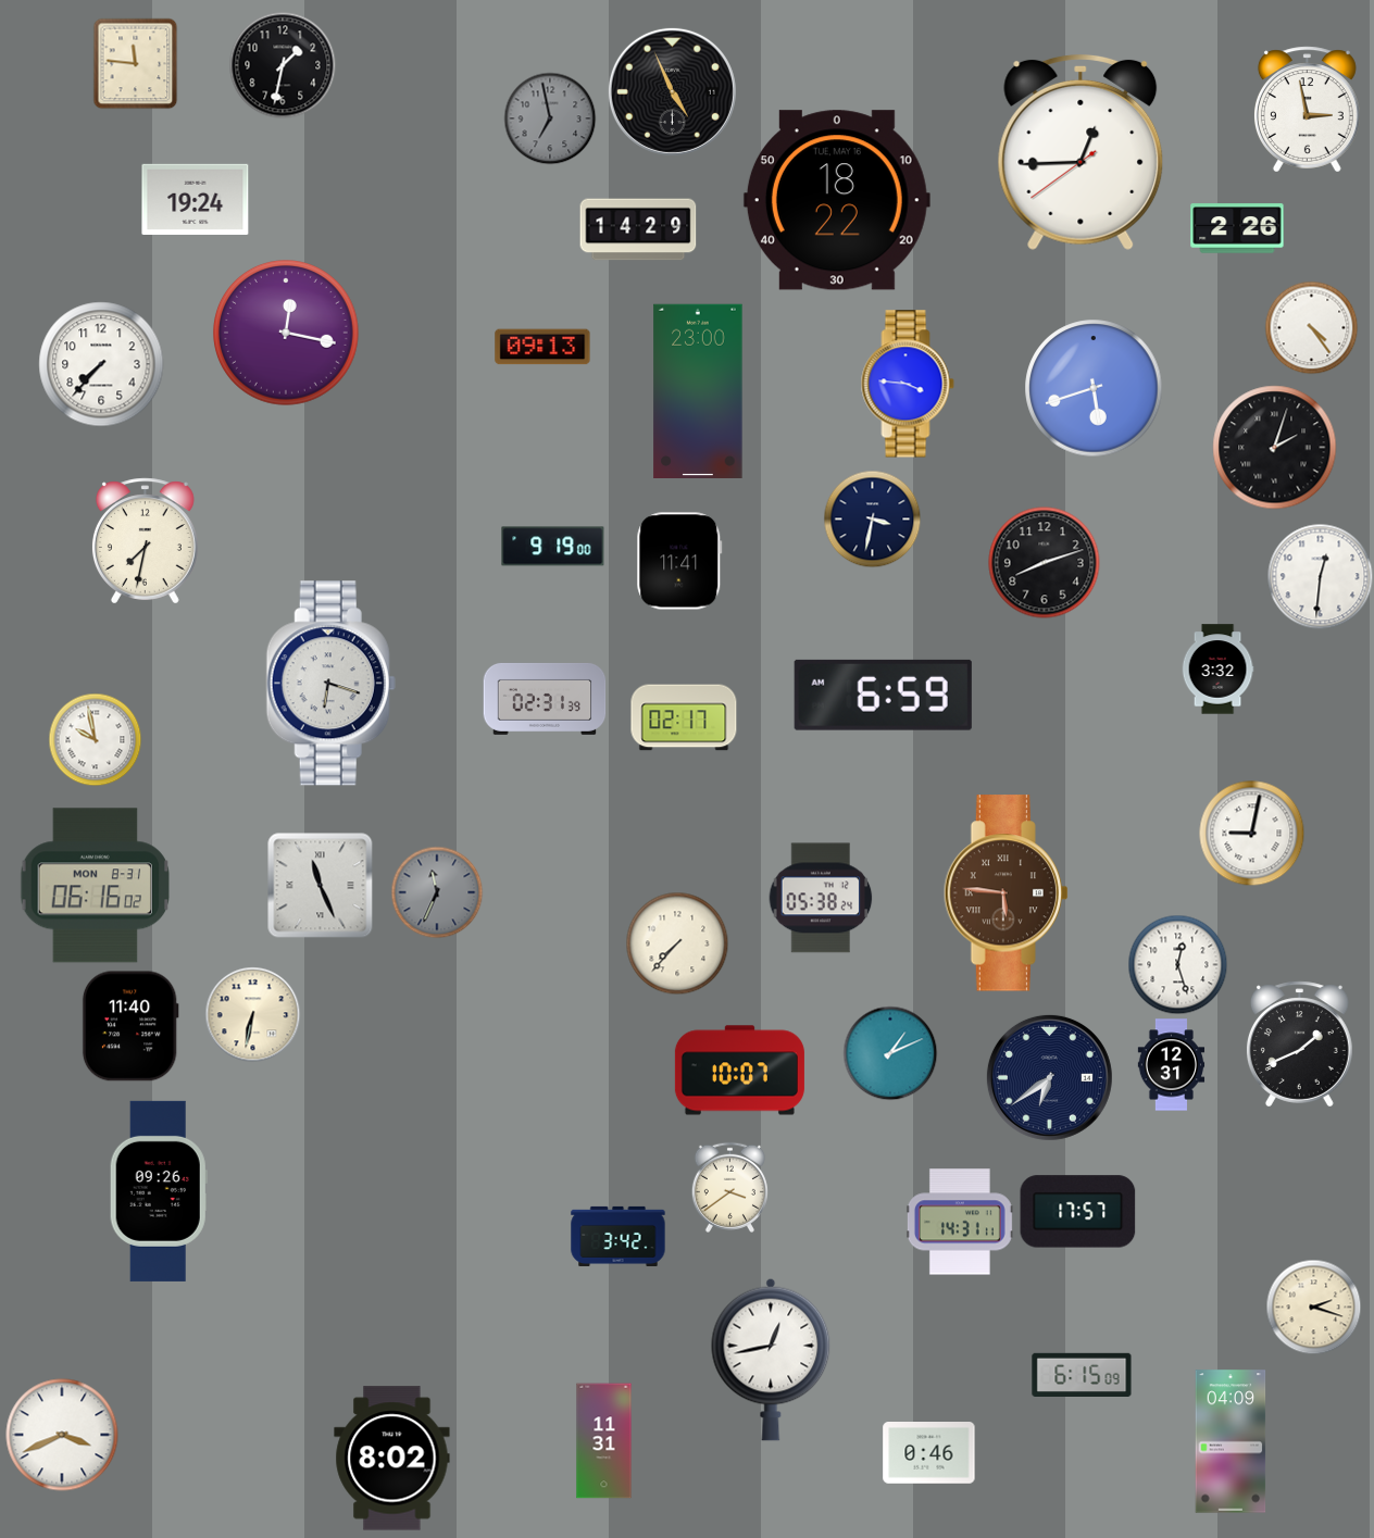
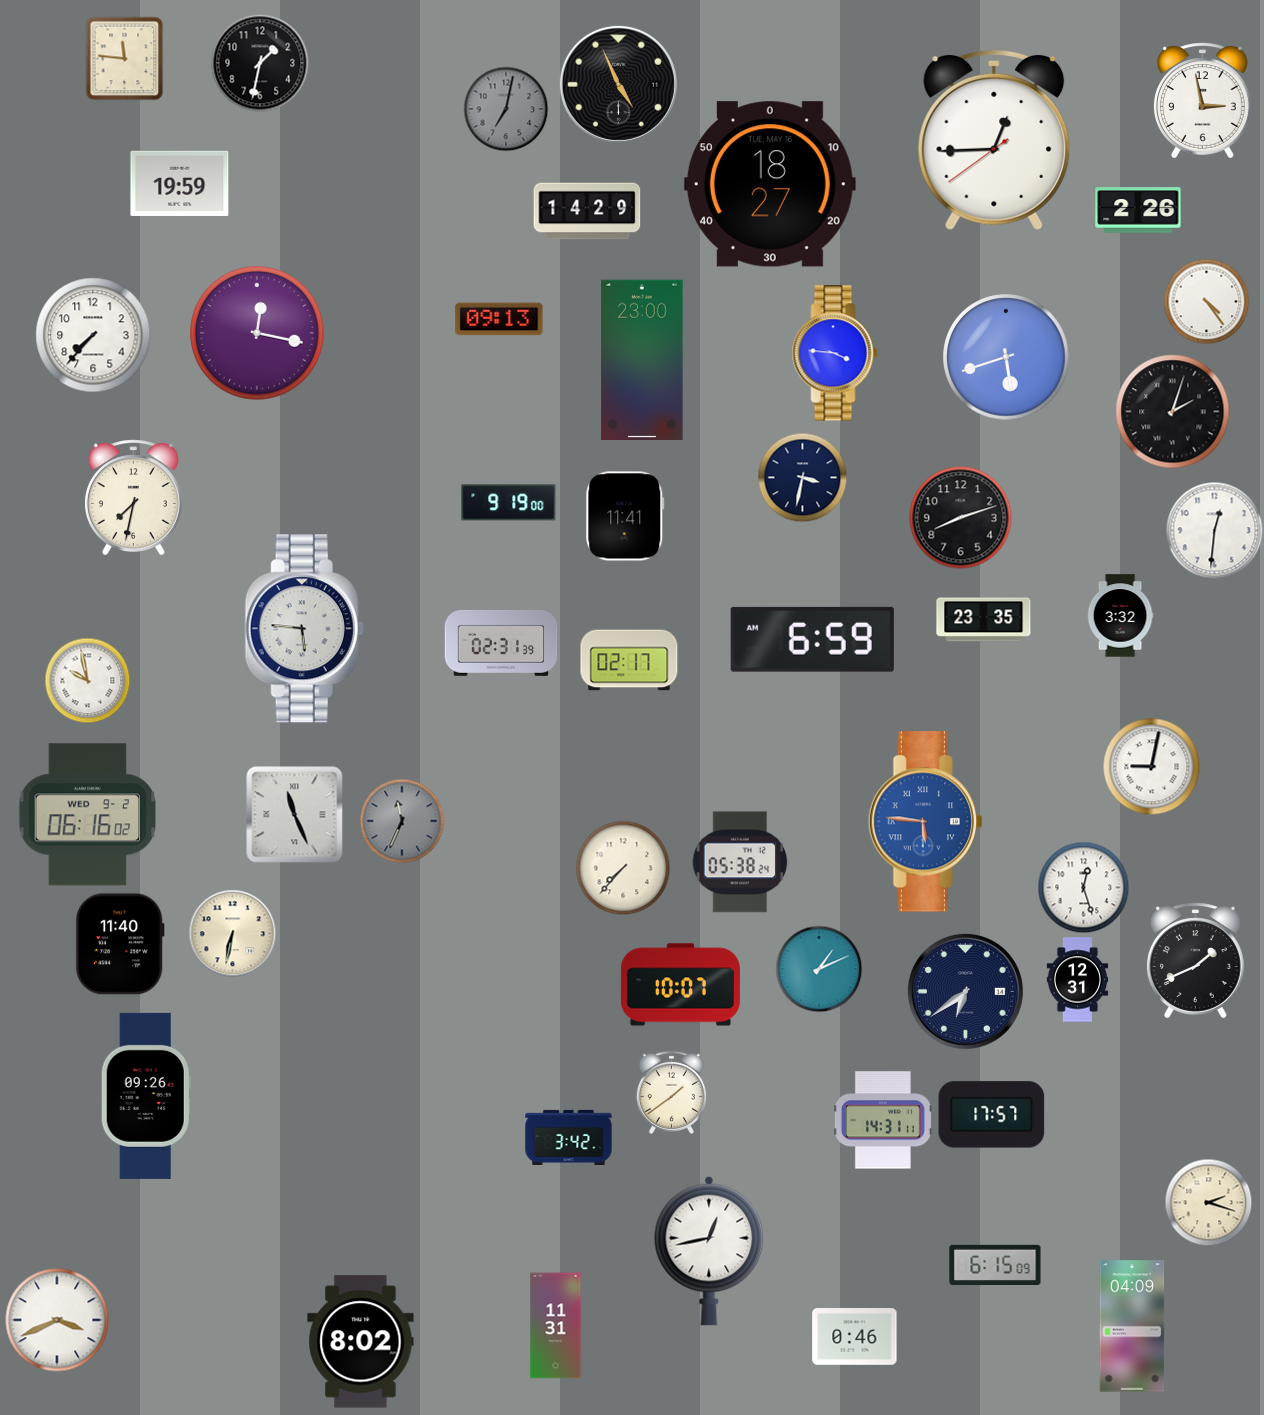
clock at (283, 65) position: (283, 65) -> (260, 63)
clock at (550, 118): 6:58 -> 7:02
clock at (196, 199): 19:24 -> 19:59
clock at (837, 200): 18:22 -> 18:27
clock at (287, 334) position: (287, 334) -> (258, 334)
clock at (984, 620): none -> 23:35
clock at (330, 684): 6:18 -> 5:46
clock at (96, 886) date: MON 8-31 -> WED 9-2
clock at (1005, 893) dial: brown -> blue
clock at (821, 898) position: (821, 898) -> (740, 862)
clock at (729, 1187): 3:39 -> 1:39
clock at (960, 1222) position: (960, 1222) -> (883, 1120)
